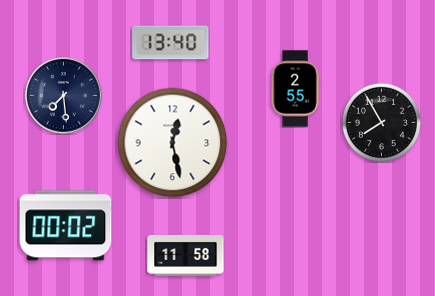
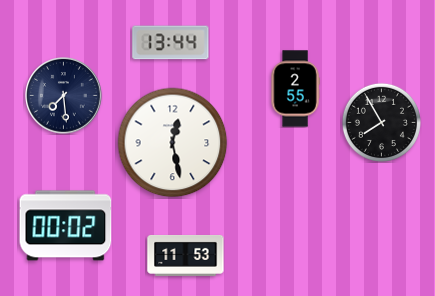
clock at (171, 43): 13:40 -> 13:44
clock at (186, 255): 11:58 -> 11:53
